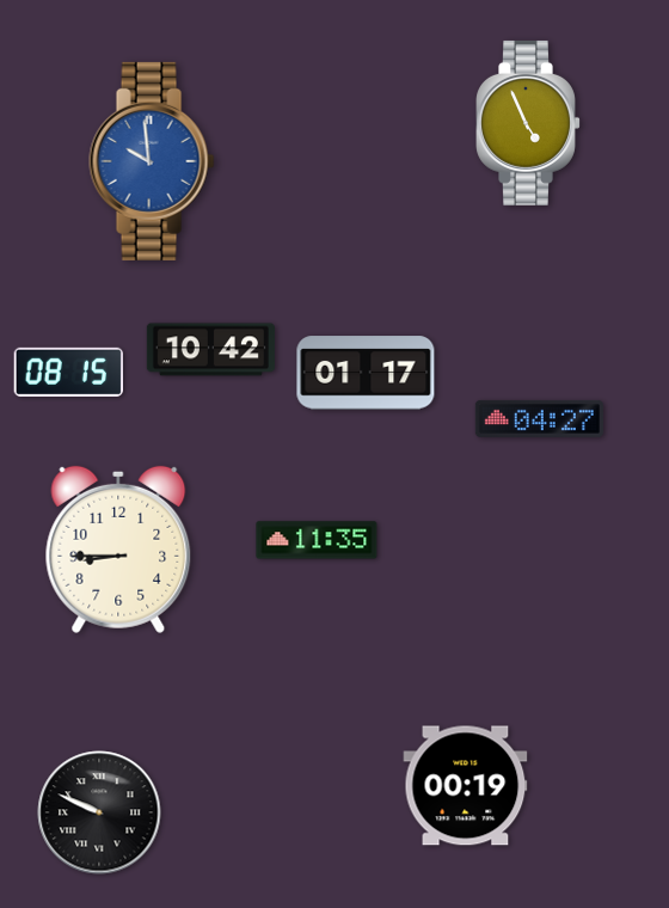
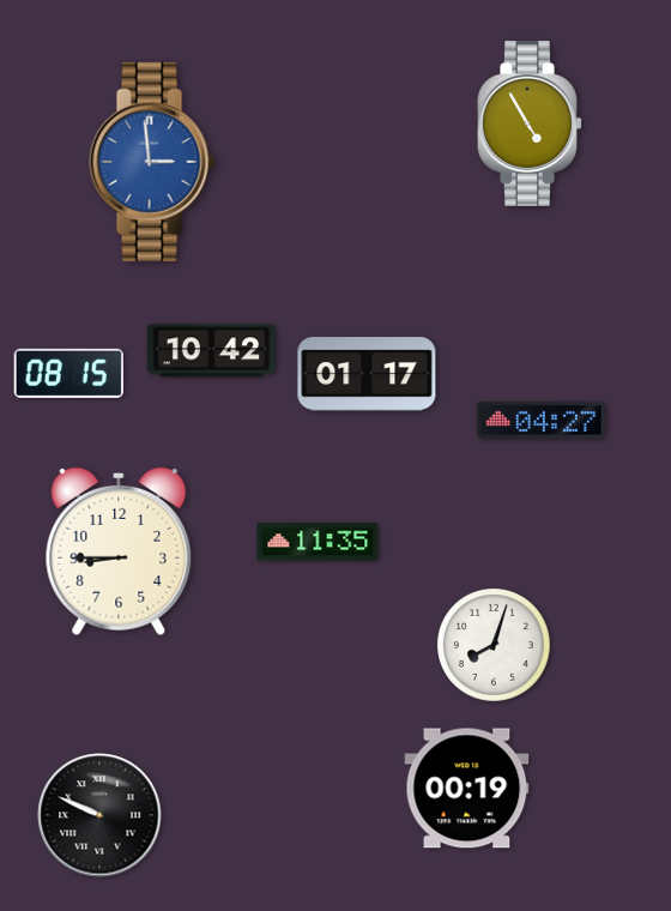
clock at (528, 123): 4:56 -> 4:55
clock at (152, 161): 9:59 -> 2:59
clock at (495, 646): none -> 8:03
